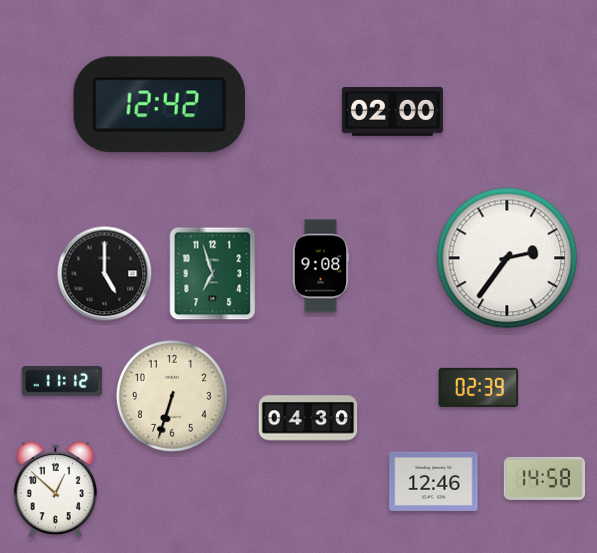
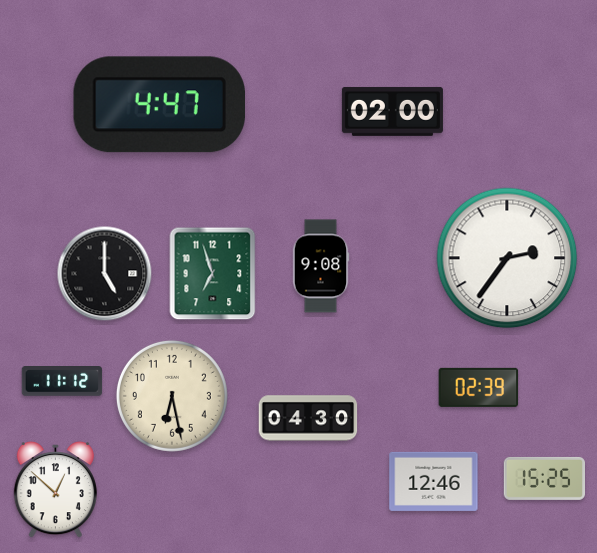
clock at (159, 105): 12:42 -> 4:47
clock at (172, 396): 6:33 -> 6:28
clock at (544, 478): 14:58 -> 15:25
